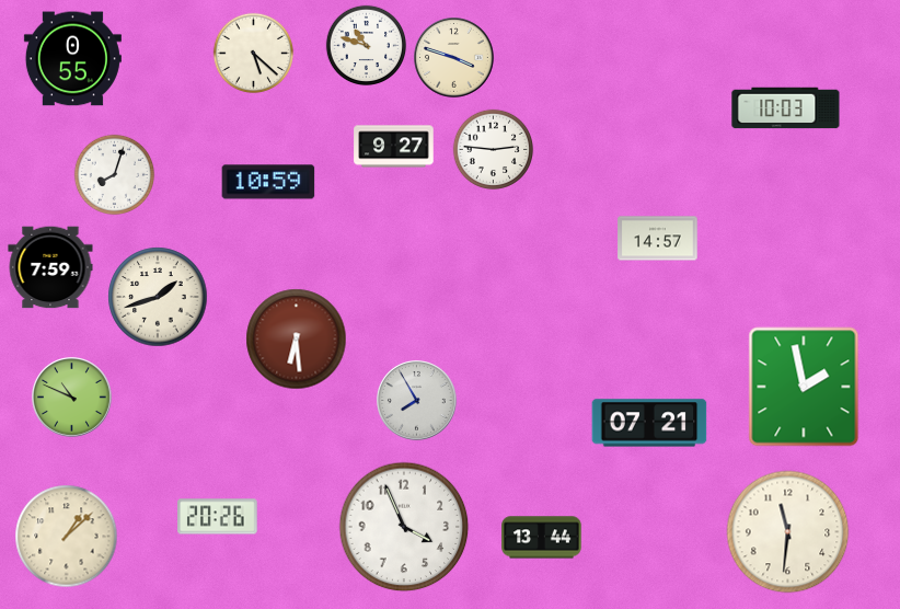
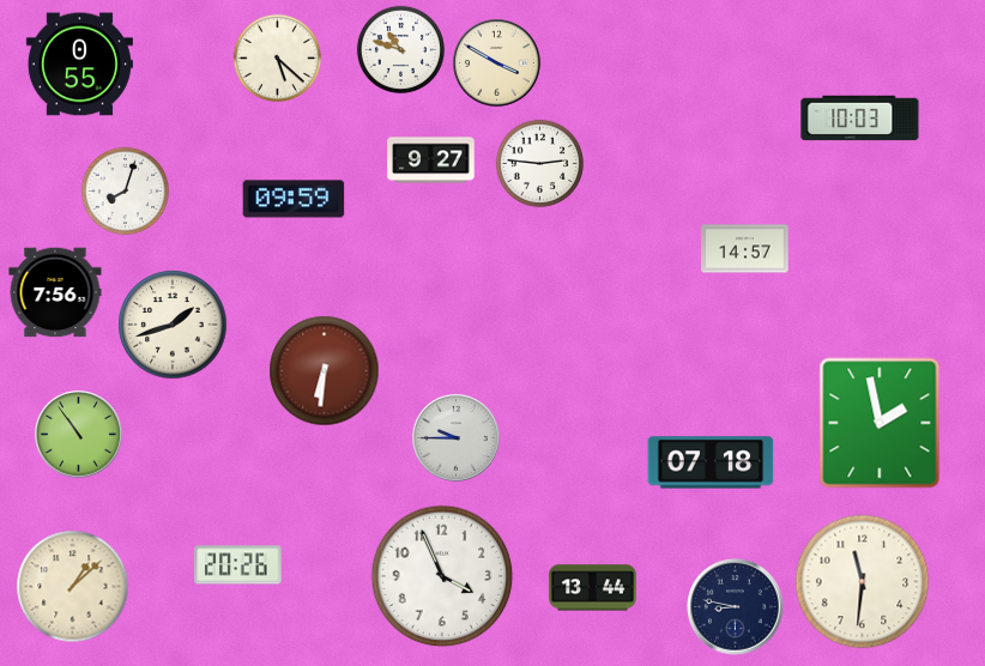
clock at (454, 58): 3:48 -> 3:50
clock at (268, 182): 10:59 -> 09:59
clock at (658, 239) position: (658, 239) -> (745, 249)
clock at (50, 267): 7:59 -> 7:56
clock at (297, 340): 6:29 -> 6:31
clock at (72, 398): 10:49 -> 10:54
clock at (417, 401): 7:55 -> 9:45
clock at (649, 423): 07:21 -> 07:18
clock at (736, 607): none -> 8:47
